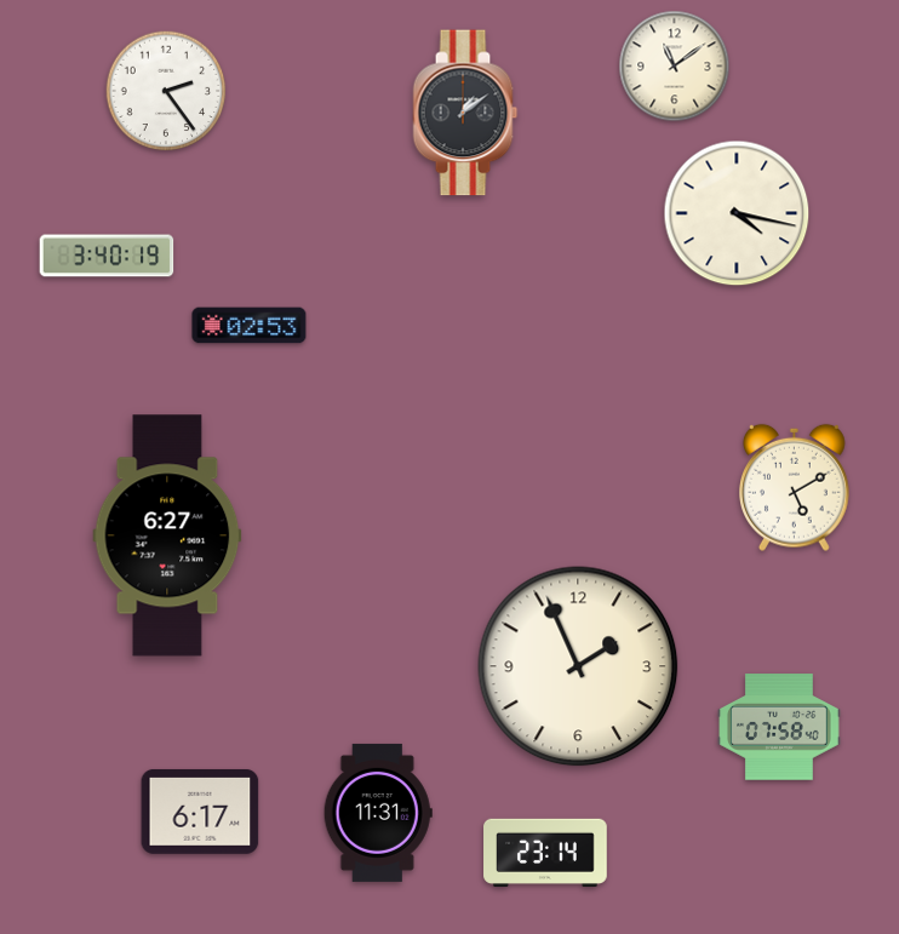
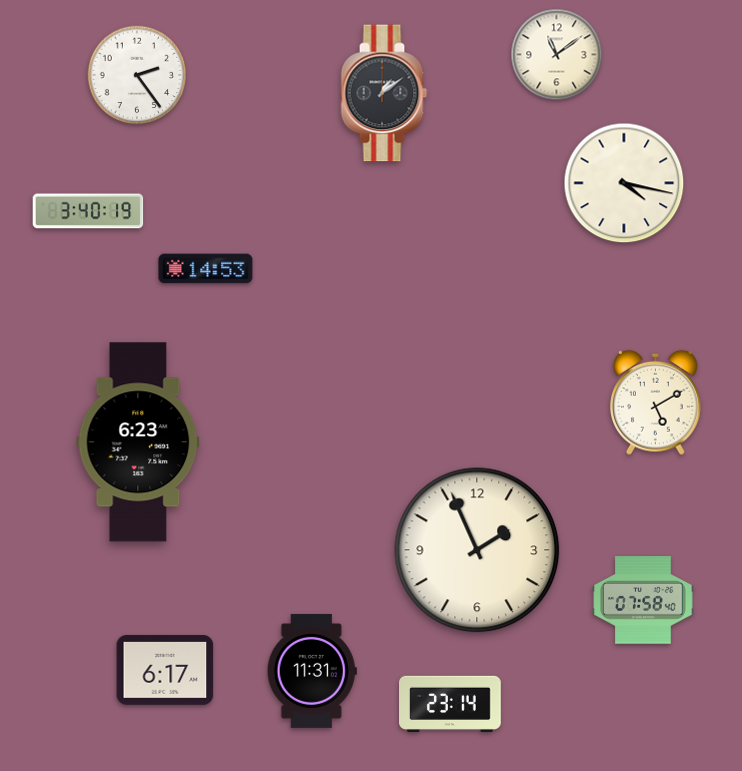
clock at (737, 213) position: (737, 213) -> (624, 183)
clock at (250, 326): 02:53 -> 14:53
clock at (167, 535): 6:27 -> 6:23
